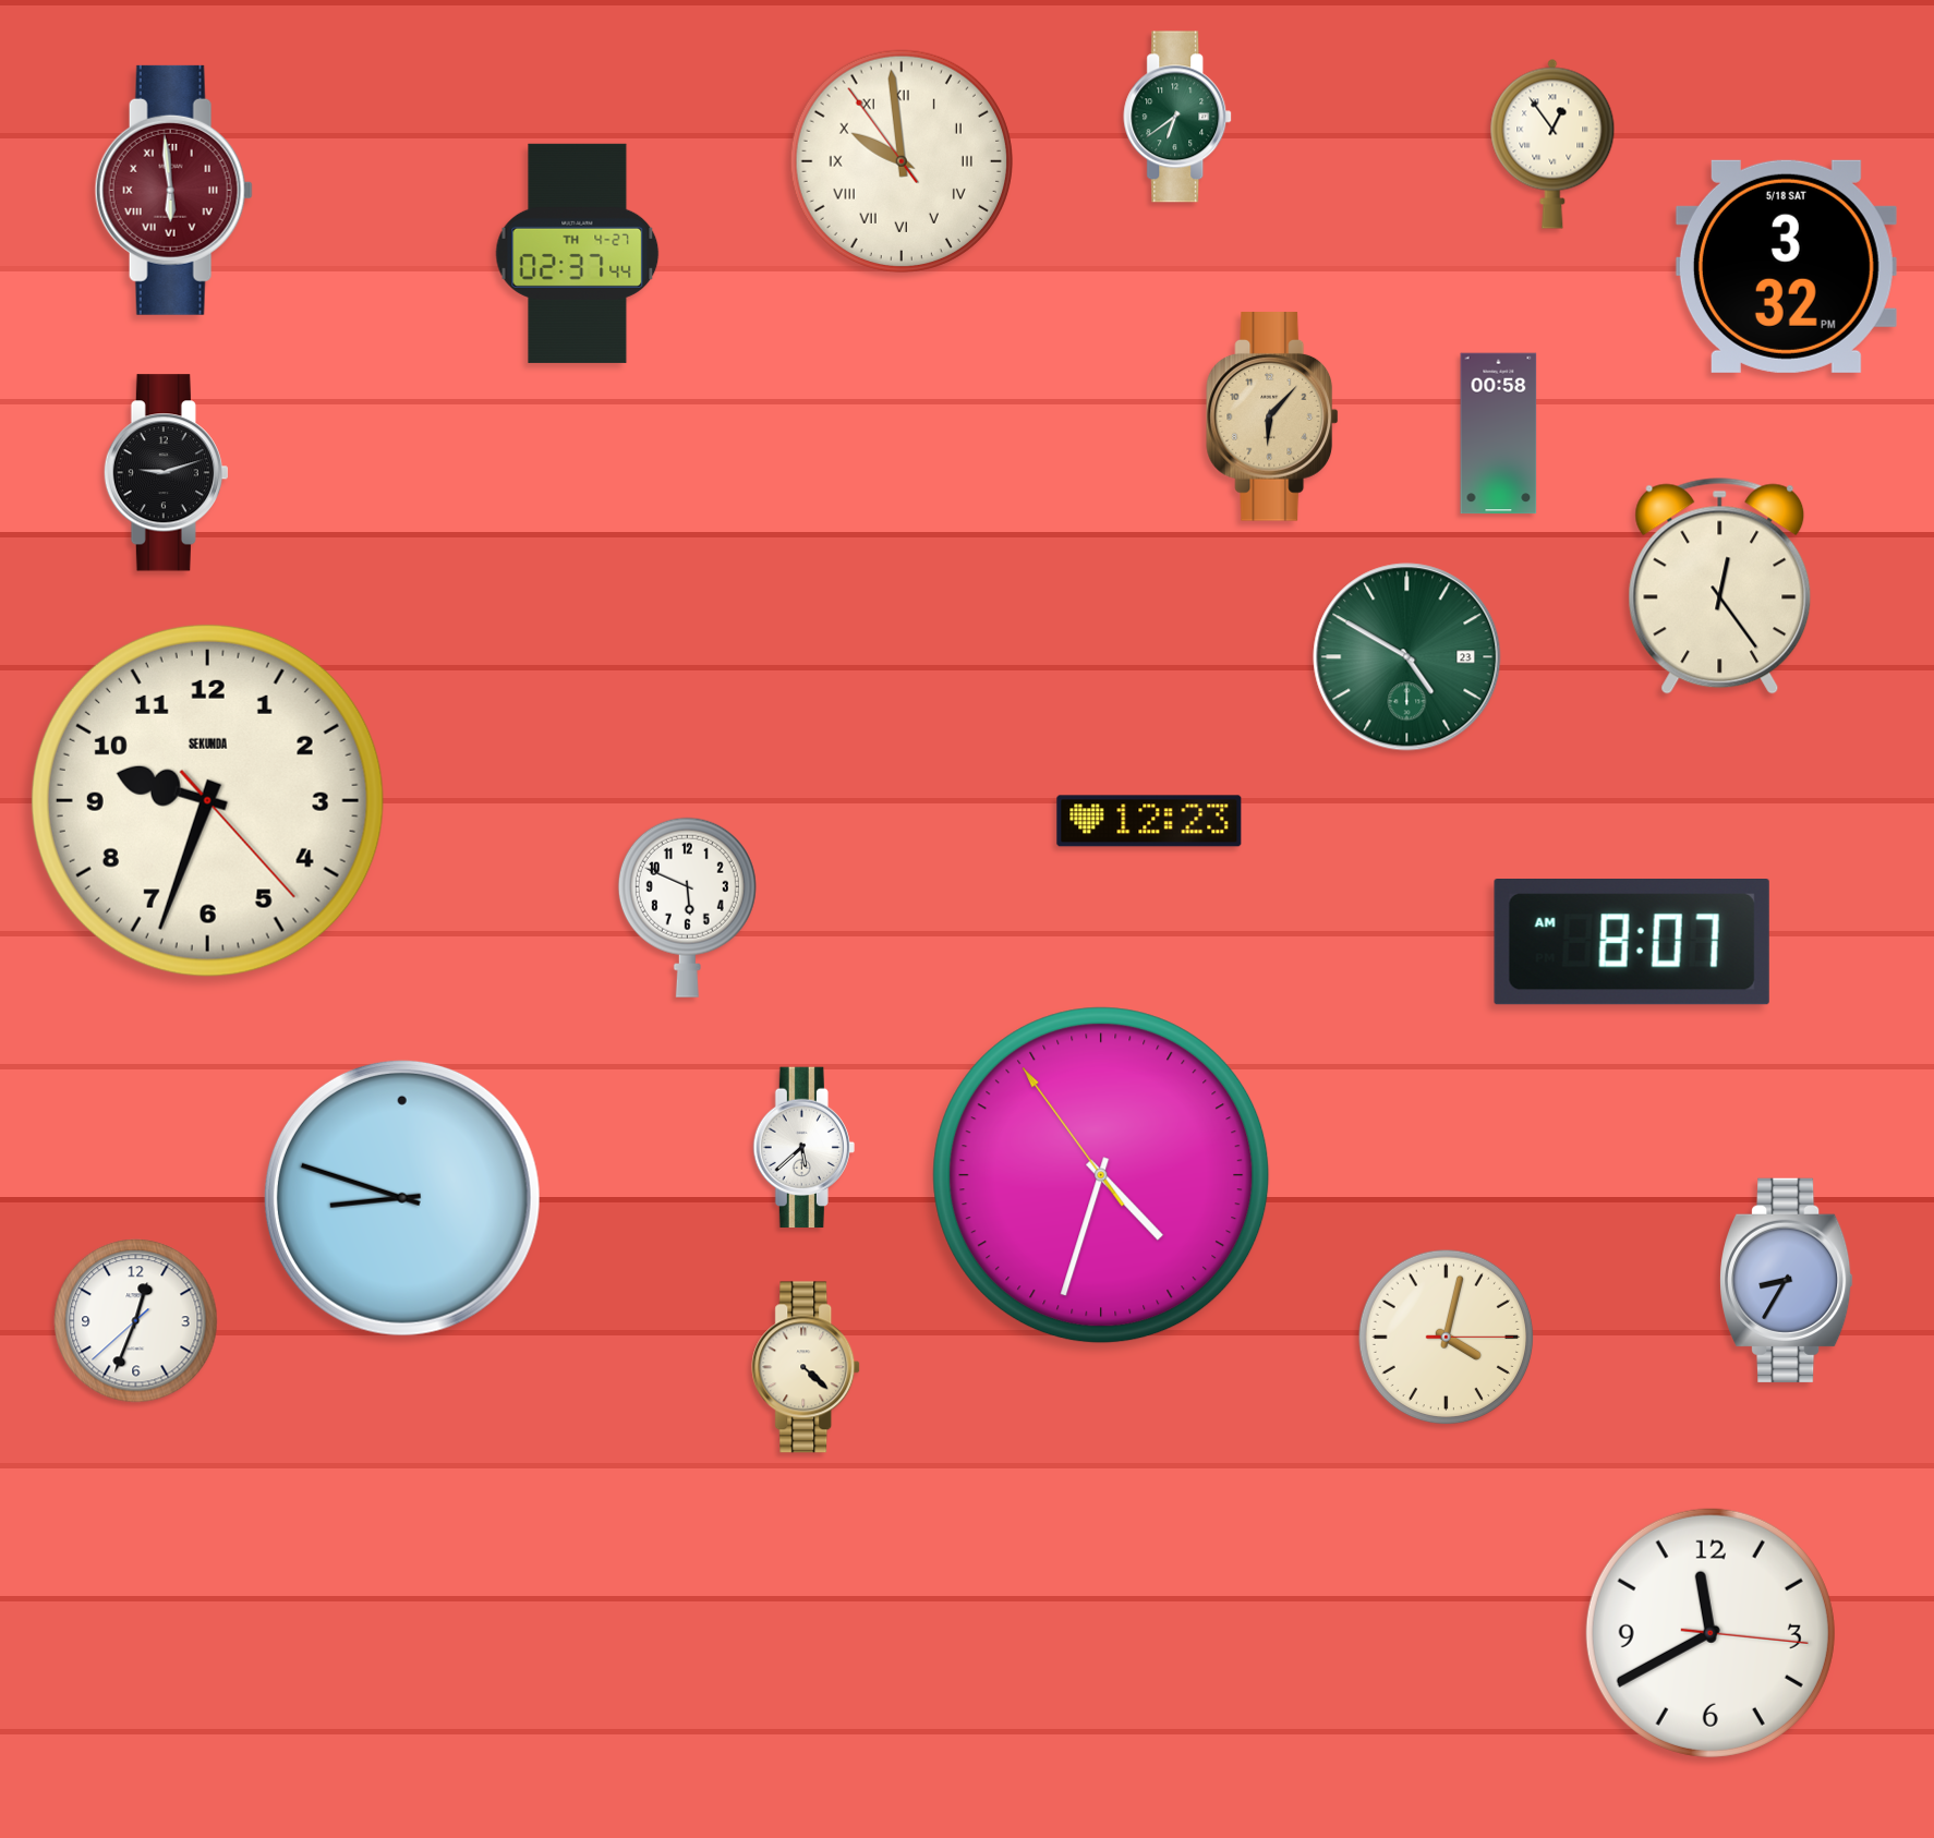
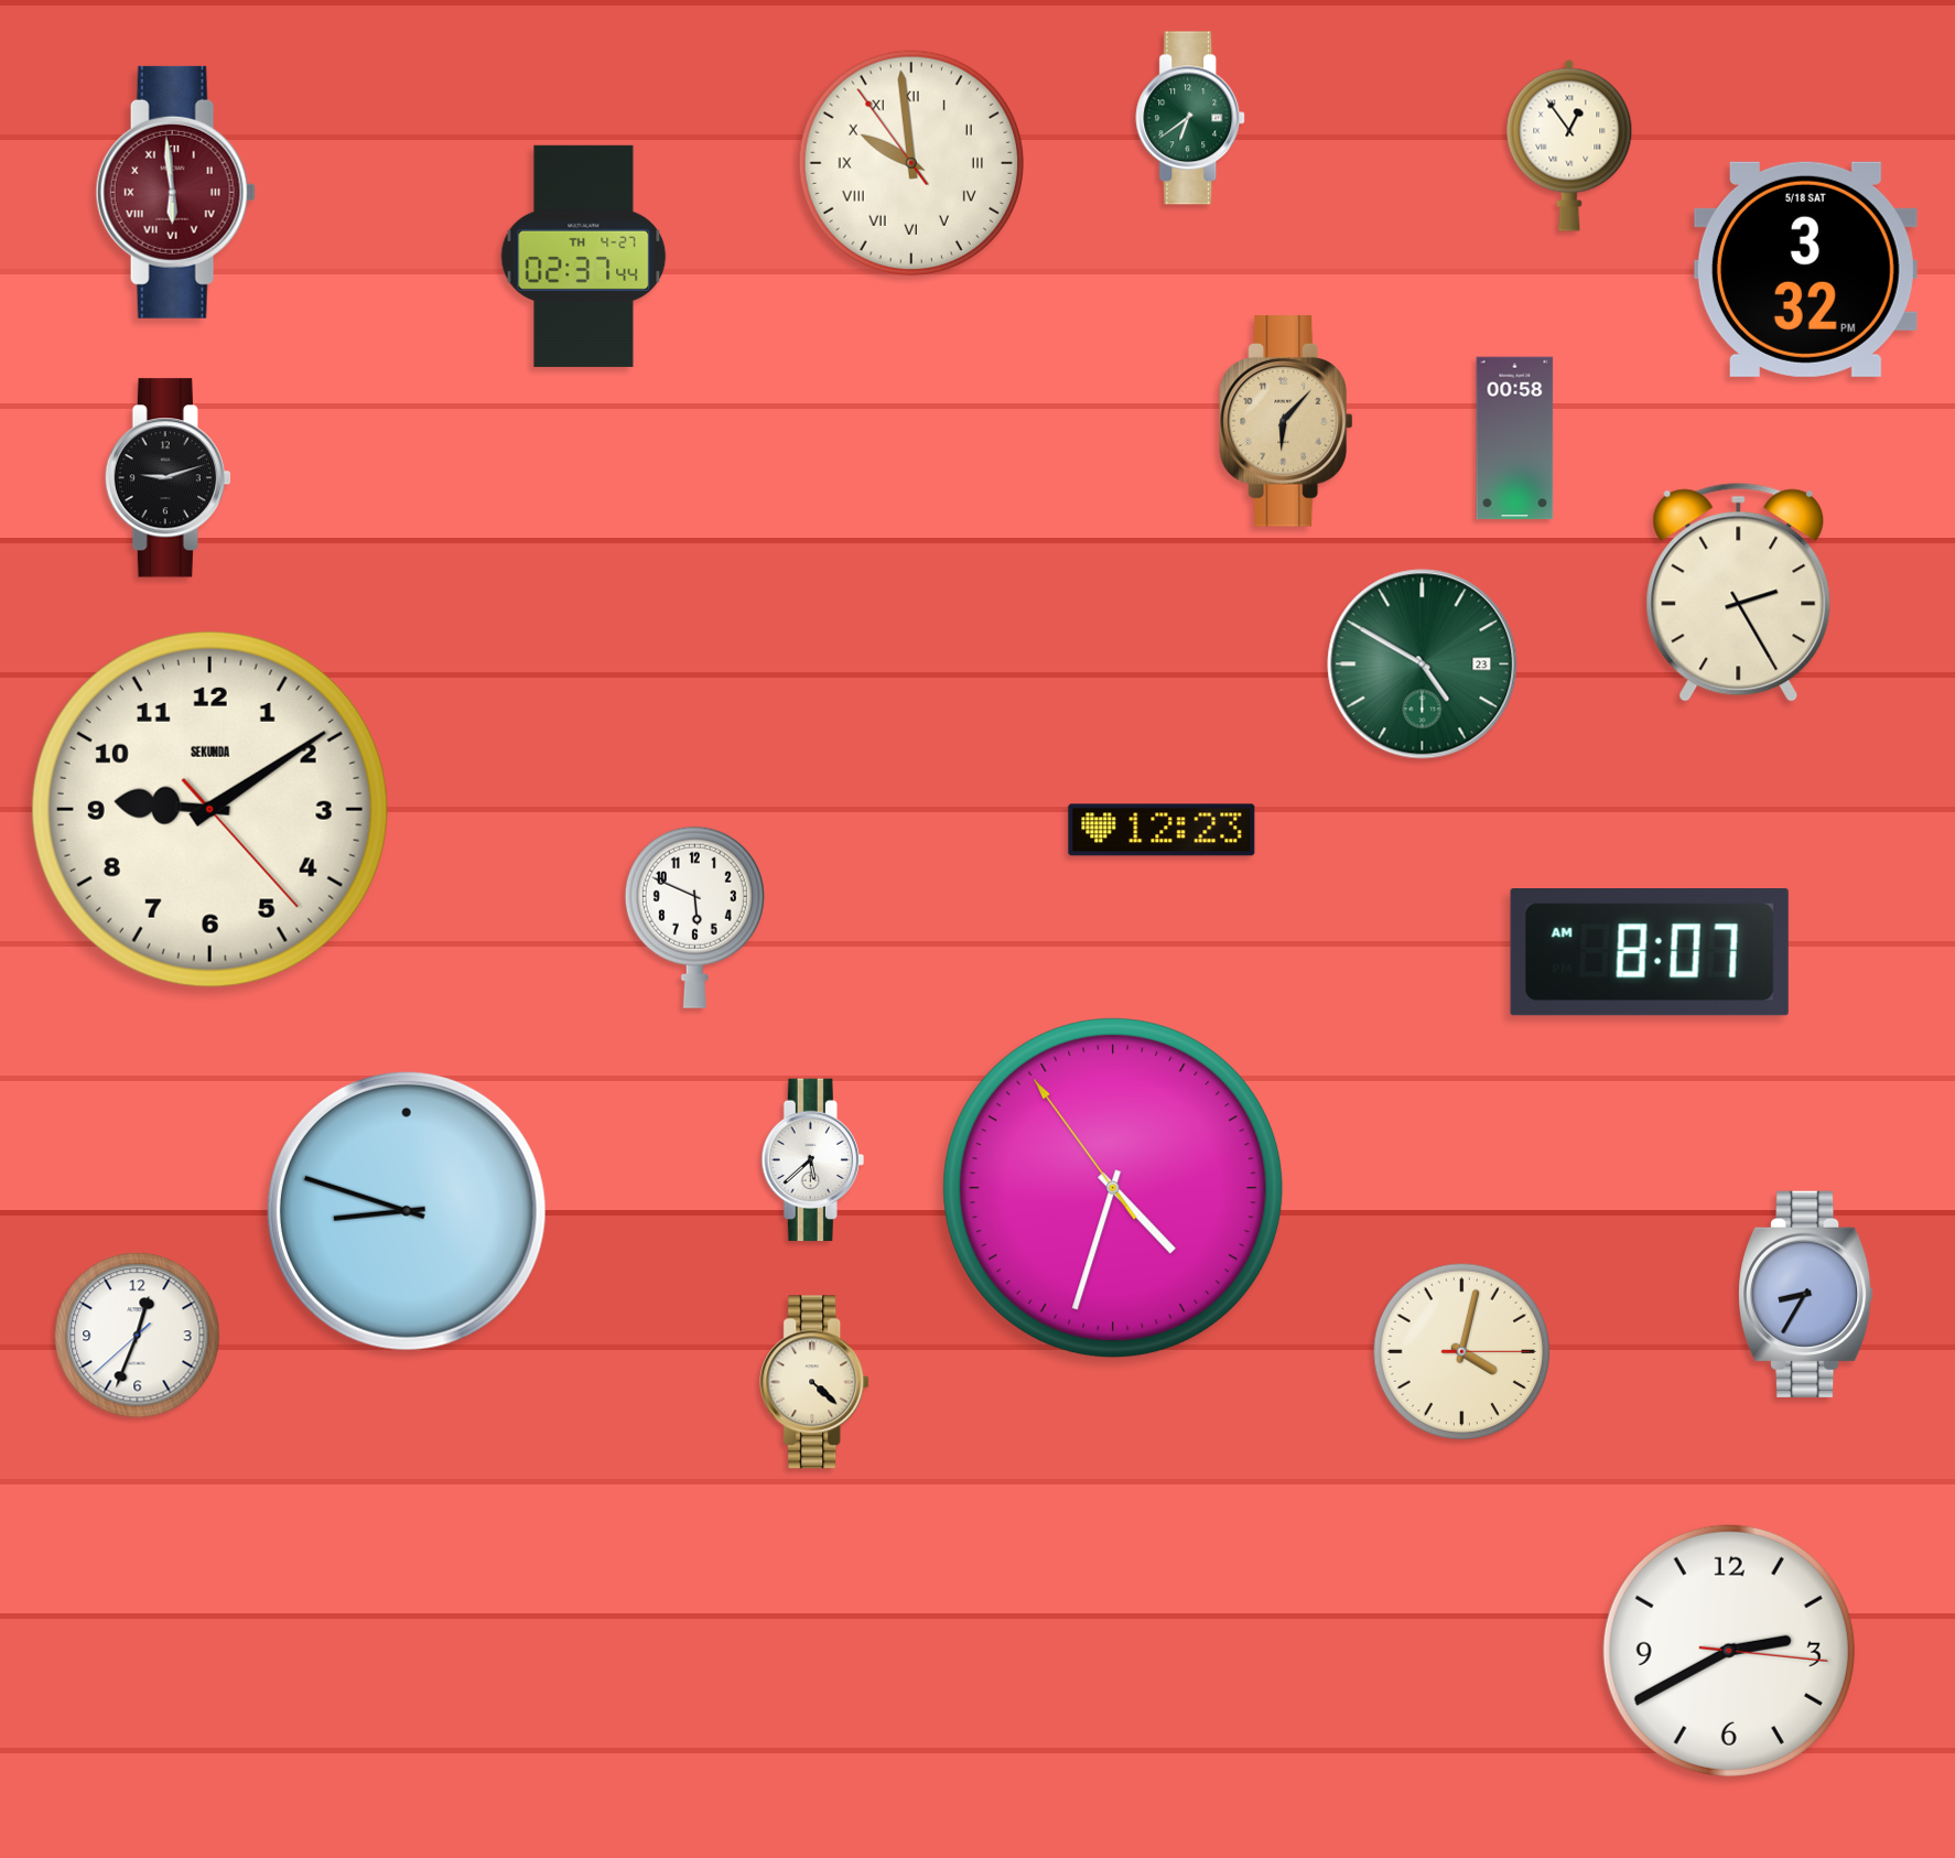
clock at (1720, 585): 12:24 -> 2:25
clock at (207, 800): 9:33 -> 9:09
clock at (1711, 1633): 11:40 -> 2:40
